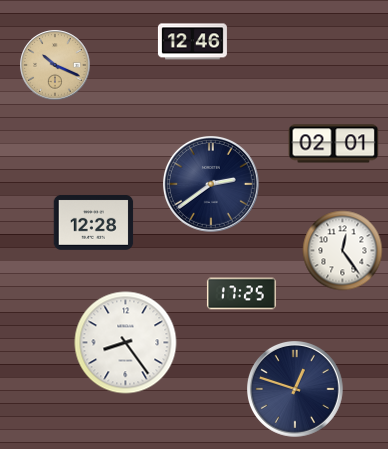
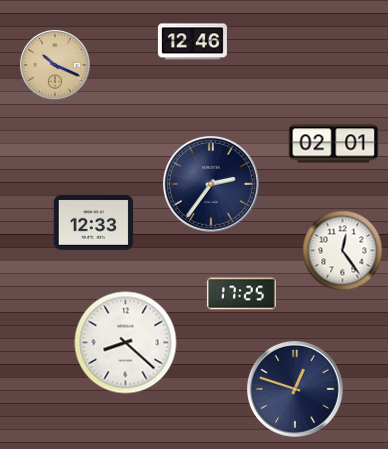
clock at (212, 185): 2:39 -> 2:36
clock at (94, 222): 12:28 -> 12:33
clock at (126, 343): 8:24 -> 8:22
